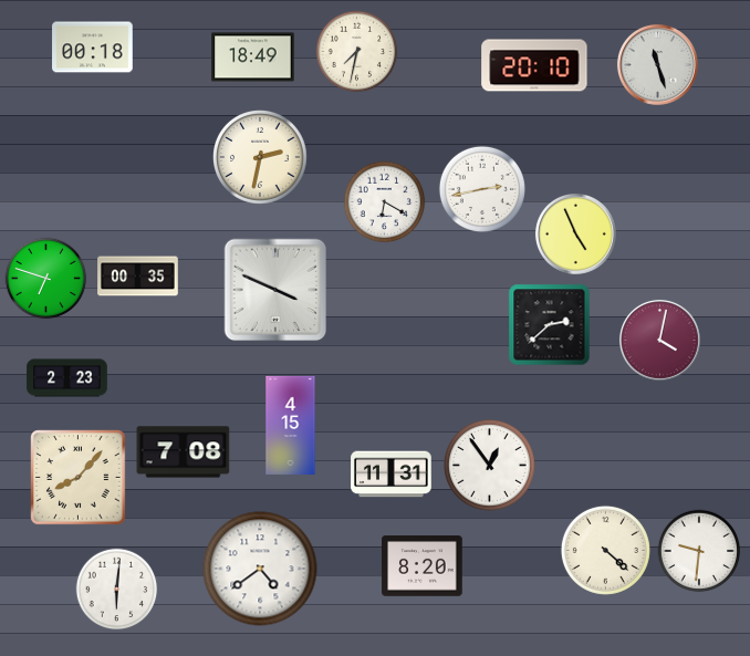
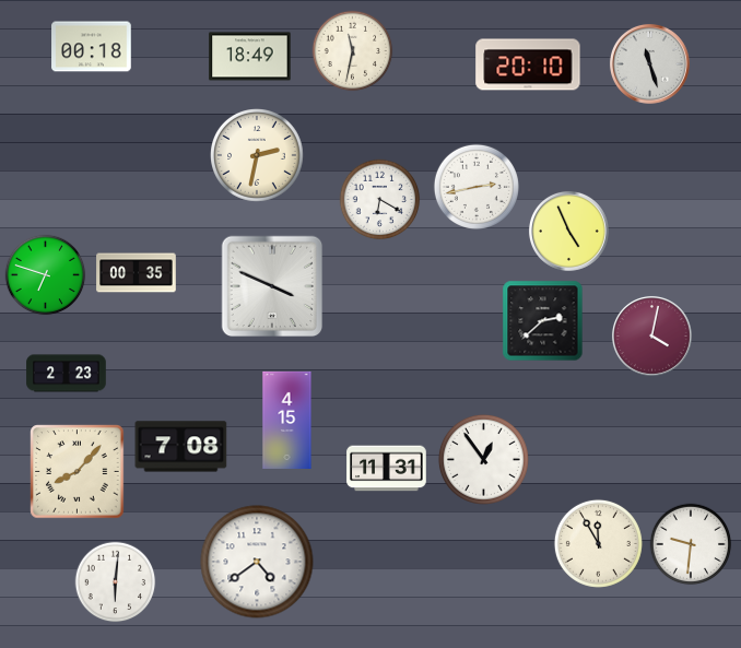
clock at (357, 52): 7:32 -> 11:32
clock at (605, 550): 4:22 -> 11:55
clock at (423, 566): 8:20 -> none
